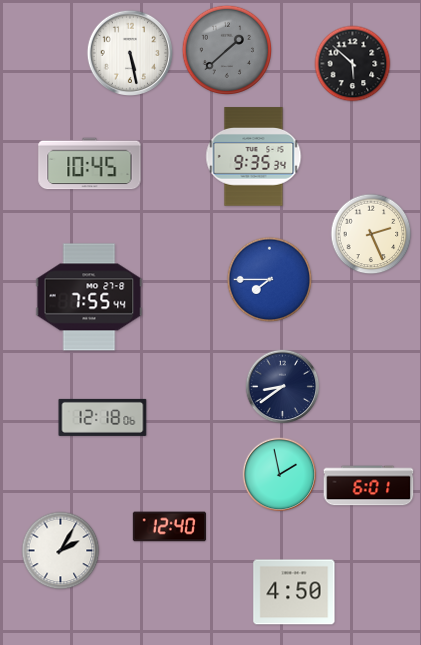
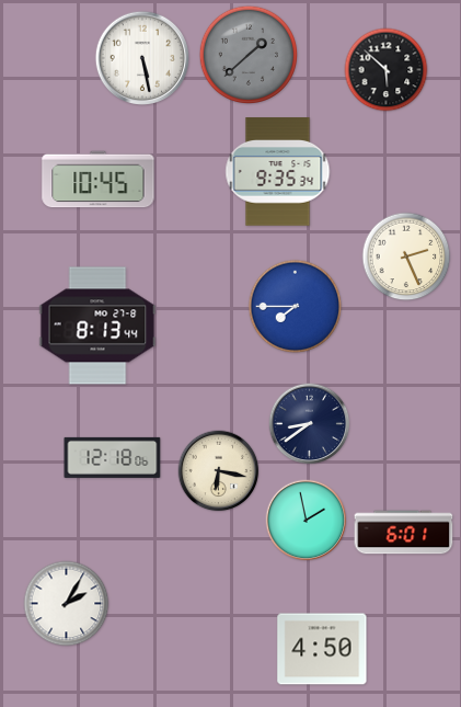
clock at (89, 297): 7:55 -> 8:13
clock at (219, 471): none -> 6:17
clock at (169, 527): 12:40 -> none
